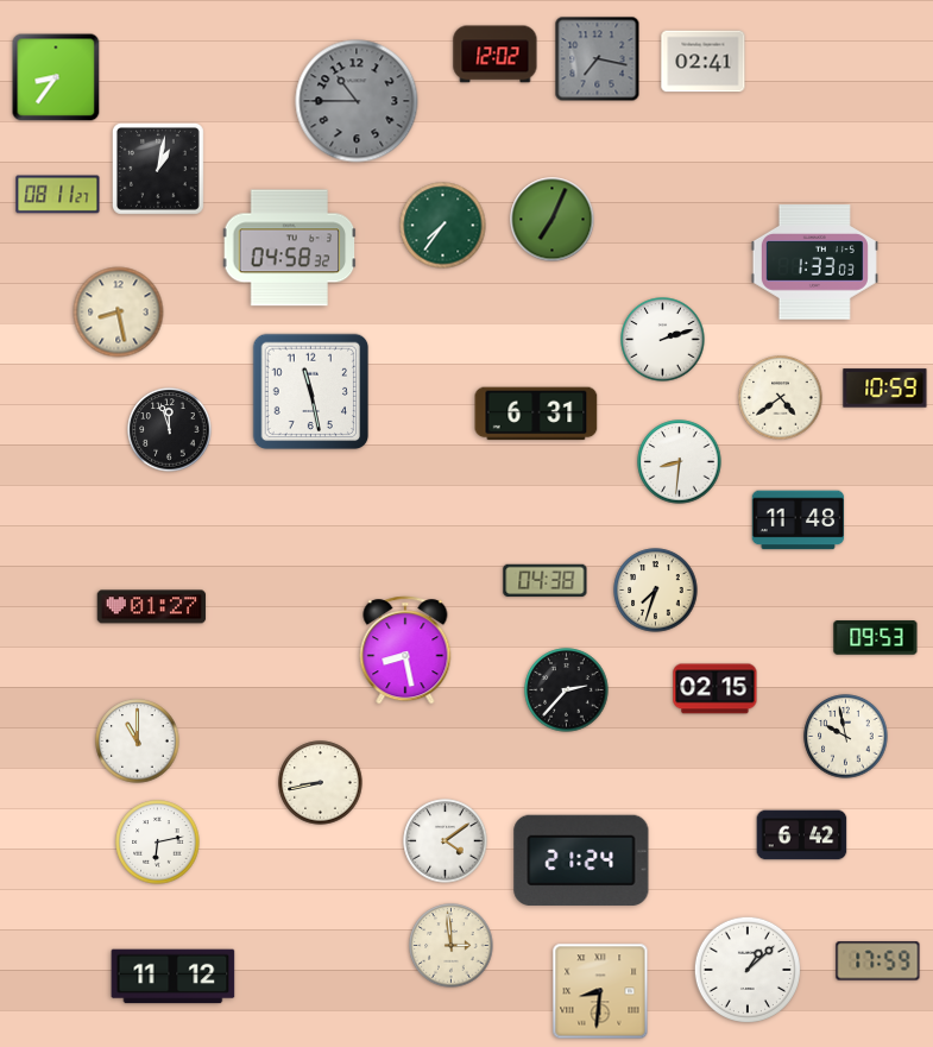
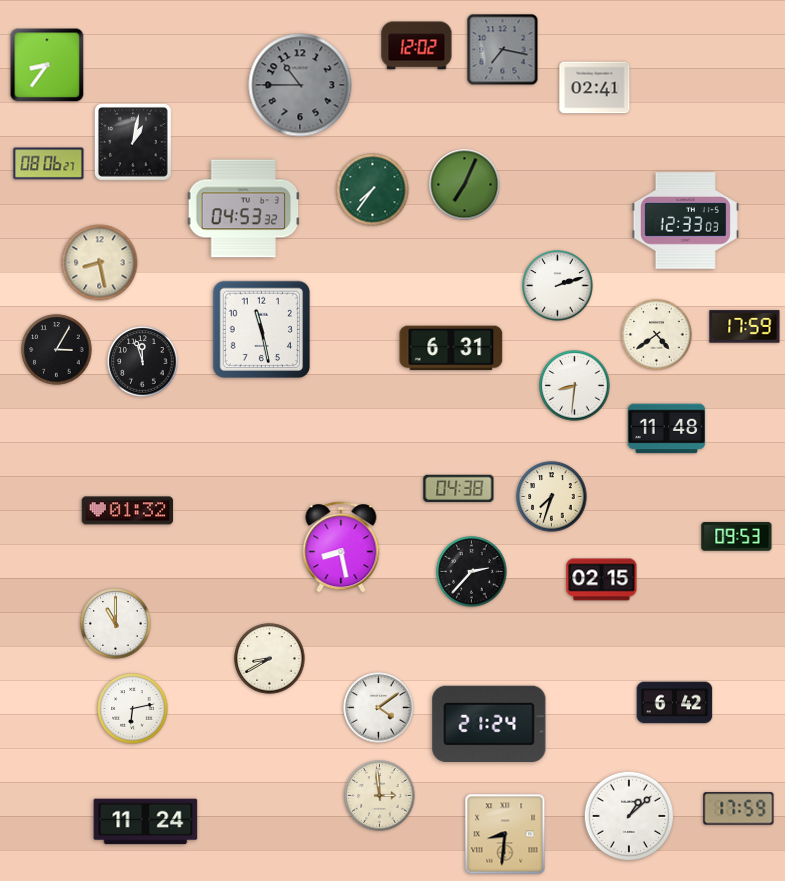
clock at (704, 62) position: (704, 62) -> (595, 88)
clock at (58, 195): 08:11 -> 08:06
clock at (290, 248): 04:58 -> 04:53
clock at (814, 263): 1:33 -> 12:33
clock at (885, 389): 10:59 -> 17:59
clock at (57, 350): none -> 3:05
clock at (680, 462) position: (680, 462) -> (575, 386)
clock at (799, 521) position: (799, 521) -> (667, 429)
clock at (152, 607): 01:27 -> 01:32
clock at (567, 690) position: (567, 690) -> (472, 572)
clock at (846, 737): 9:58 -> none
clock at (321, 783): 8:43 -> 8:40
clock at (446, 841) position: (446, 841) -> (379, 708)
clock at (174, 977): 11:12 -> 11:24
